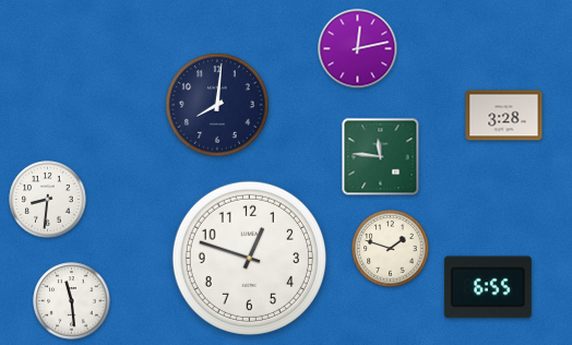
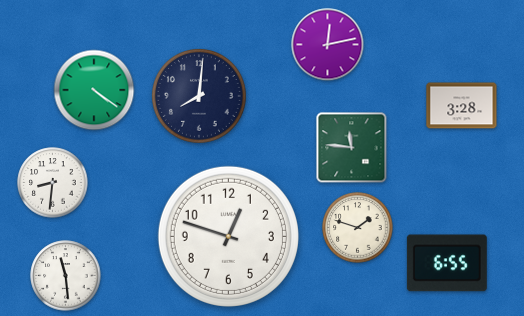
clock at (94, 90): none -> 4:21
clock at (381, 157) position: (381, 157) -> (352, 148)
clock at (48, 200) position: (48, 200) -> (53, 183)
